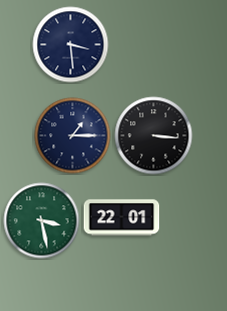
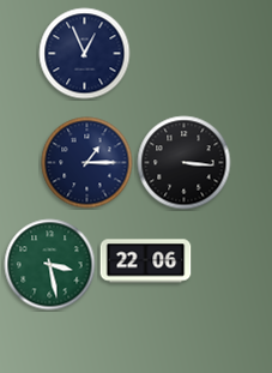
clock at (71, 45): 3:29 -> 12:56
clock at (122, 218): 22:01 -> 22:06
